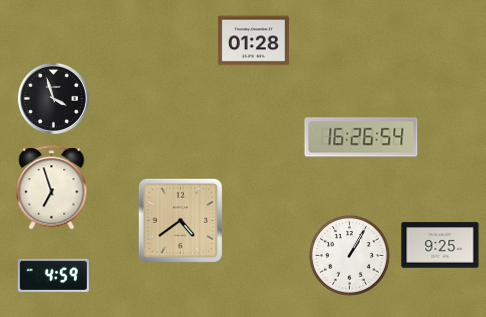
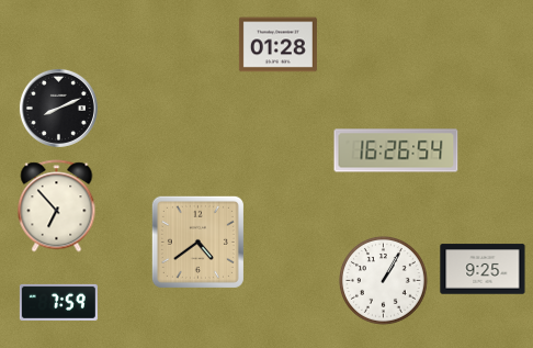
clock at (53, 98): 3:57 -> 8:11
clock at (52, 188): 6:57 -> 6:53
clock at (53, 275): 4:59 -> 7:59
